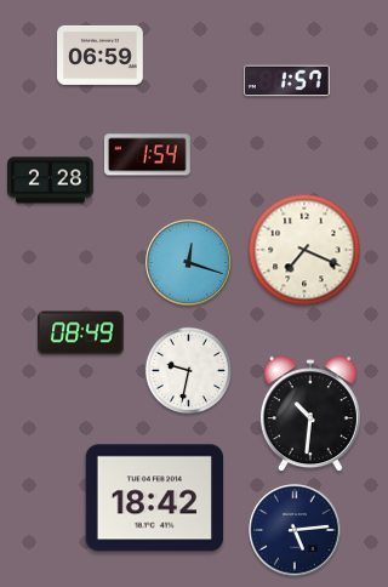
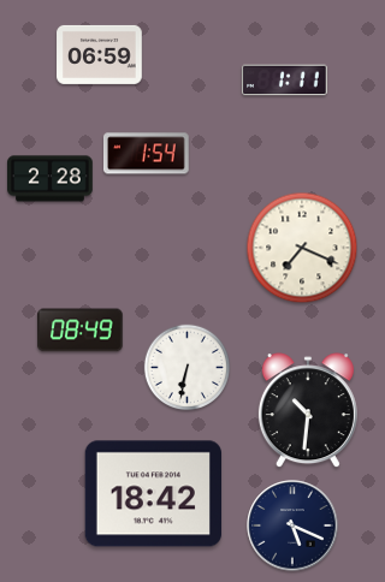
clock at (287, 81): 1:57 -> 1:11
clock at (189, 263): 12:18 -> none
clock at (189, 371): 9:32 -> 6:32
clock at (295, 530): 5:14 -> 5:19
